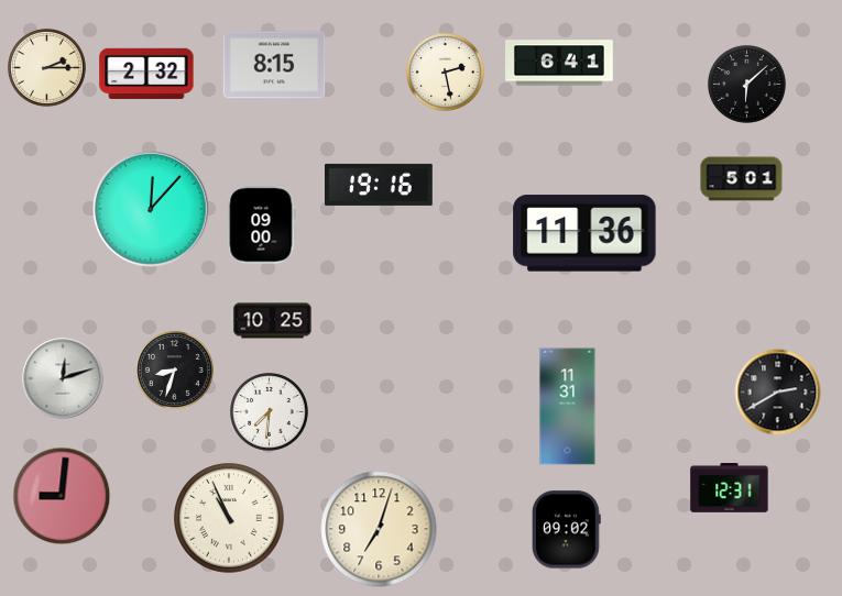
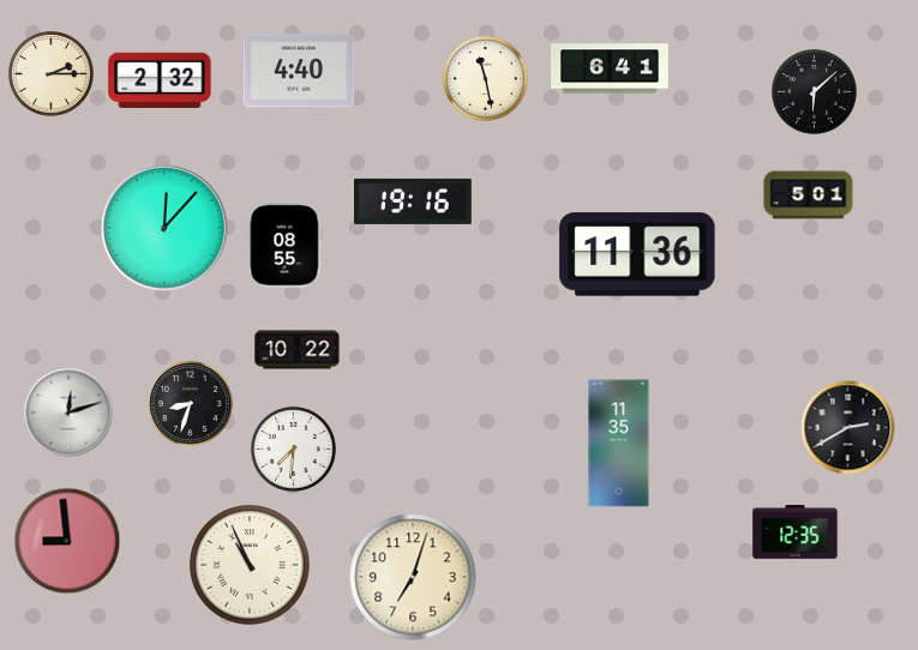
clock at (274, 65): 8:15 -> 4:40
clock at (446, 73): 2:28 -> 11:28
clock at (262, 225): 09:00 -> 08:55
clock at (273, 321): 10:25 -> 10:22
clock at (568, 407): 11:31 -> 11:35
clock at (730, 488): 12:31 -> 12:35
clock at (62, 496): 9:01 -> 8:59
clock at (567, 530): 09:02 -> none
